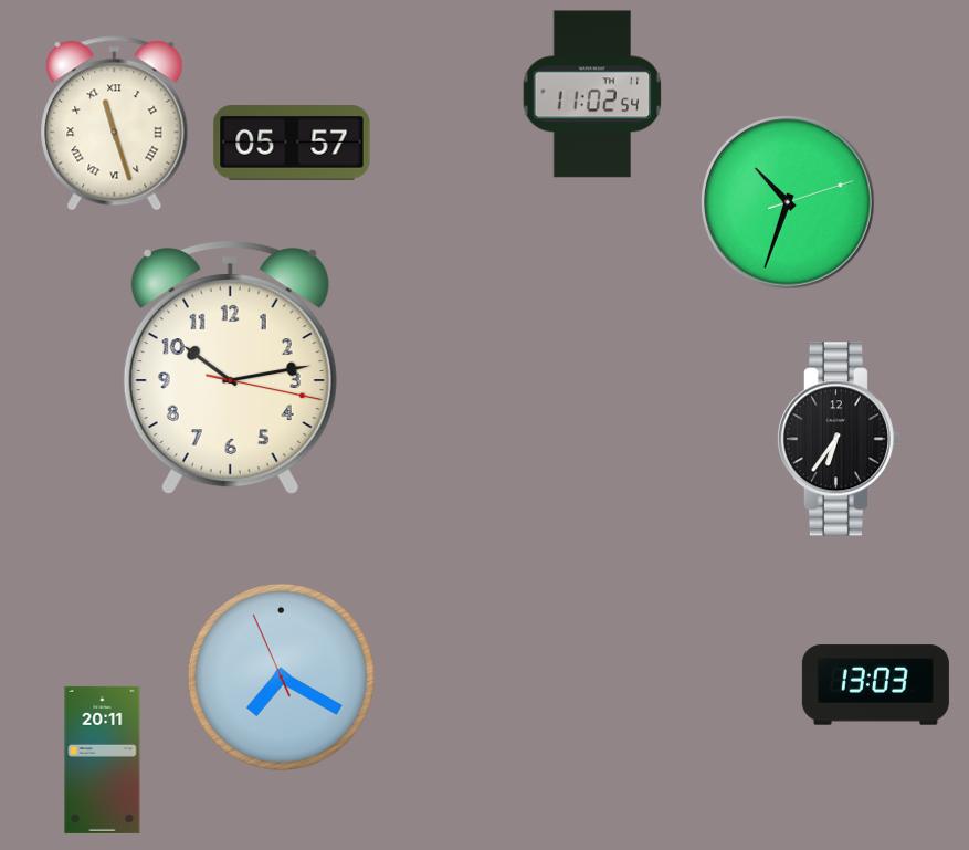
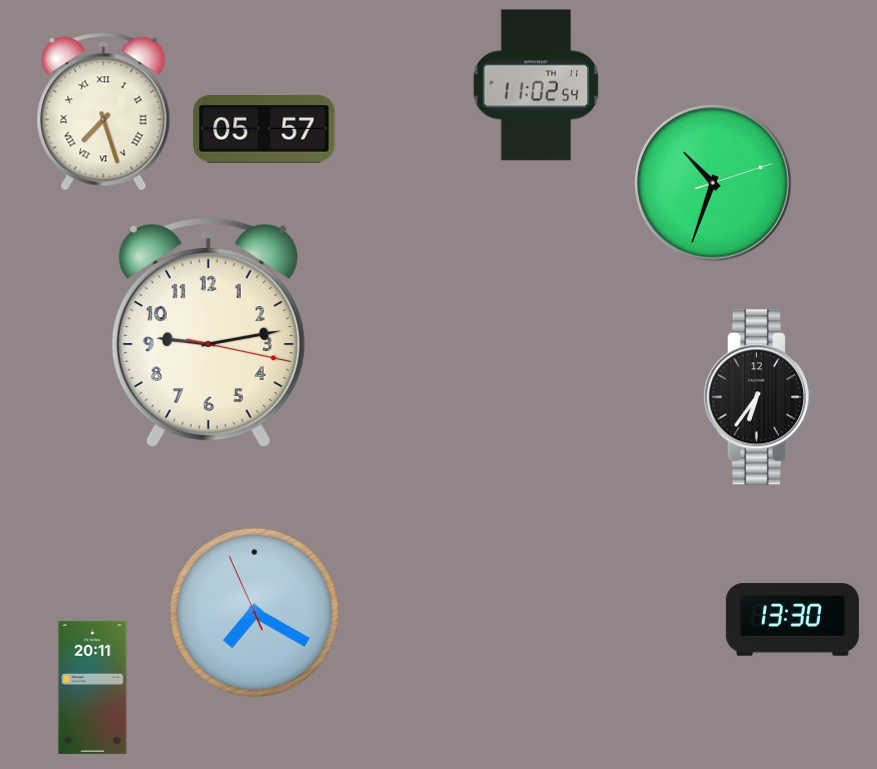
clock at (115, 124): 11:27 -> 7:27
clock at (230, 368): 10:13 -> 9:13
clock at (875, 685): 13:03 -> 13:30
